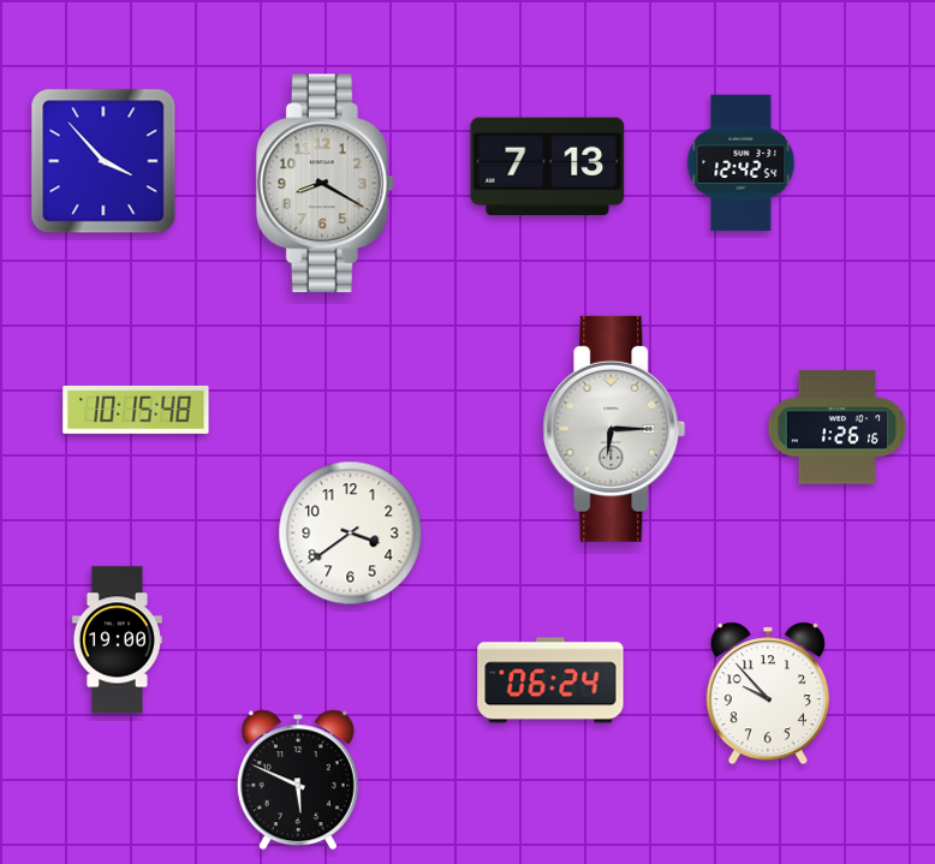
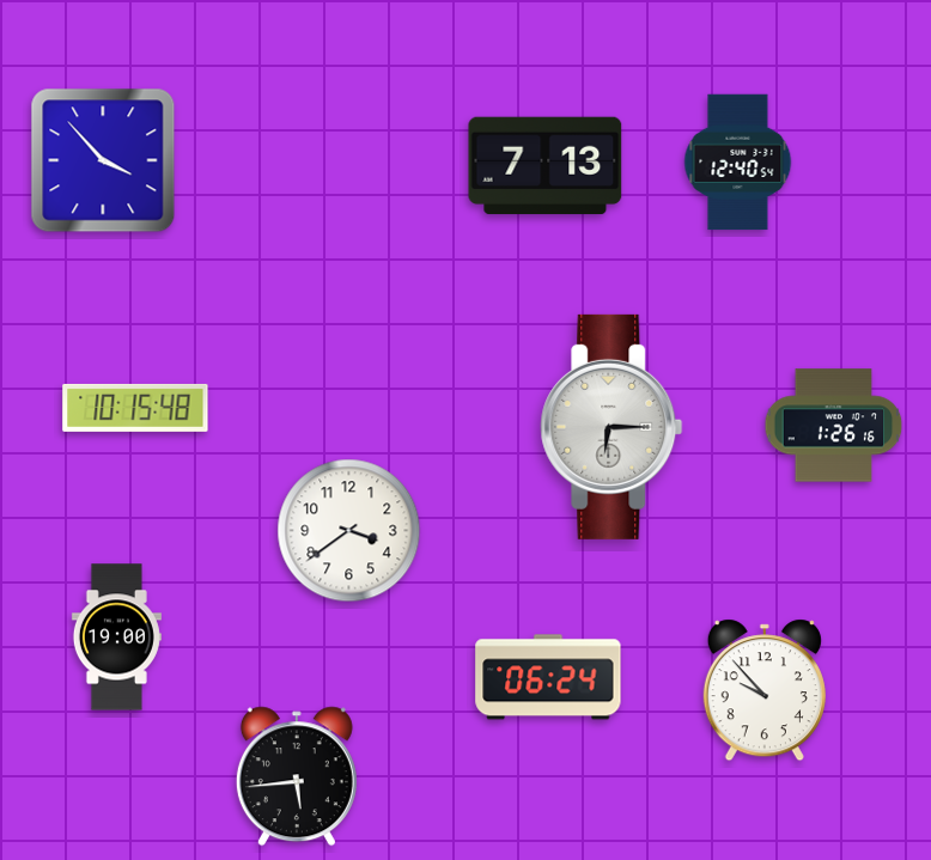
clock at (742, 163): 12:42 -> 12:40
clock at (324, 184): 8:20 -> none
clock at (298, 780): 5:49 -> 5:44
